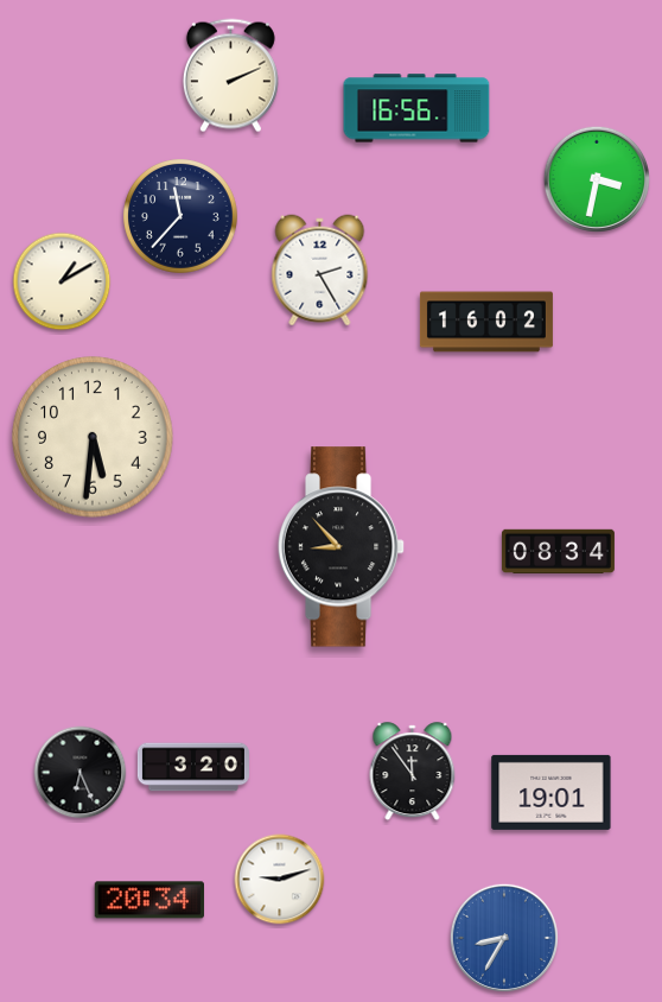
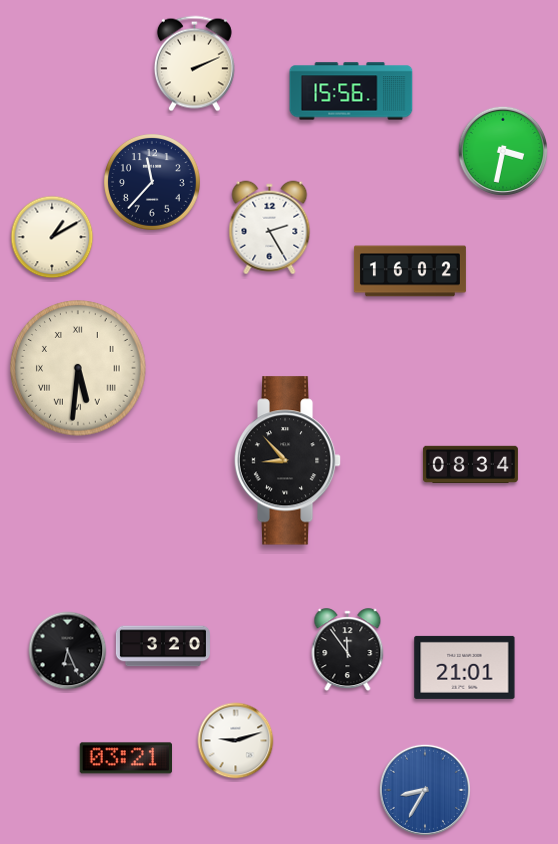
clock at (416, 108): 16:56 -> 15:56
clock at (93, 437) numerals: Arabic -> Roman
clock at (552, 792): 19:01 -> 21:01
clock at (148, 900): 20:34 -> 03:21
